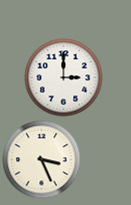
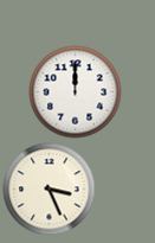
clock at (63, 77): 3:00 -> 12:00
